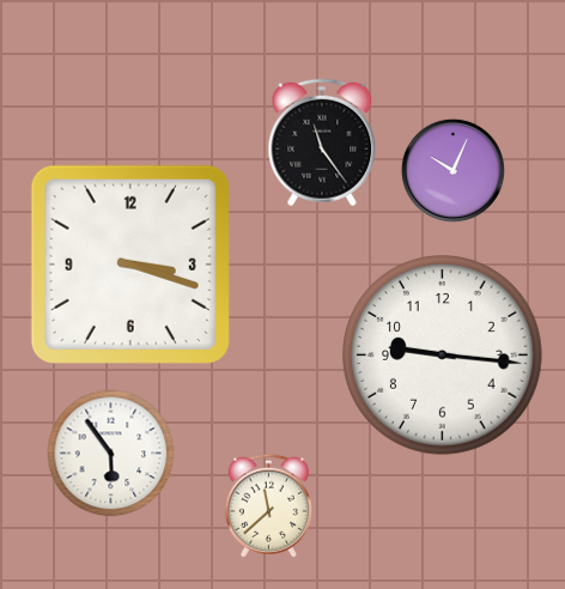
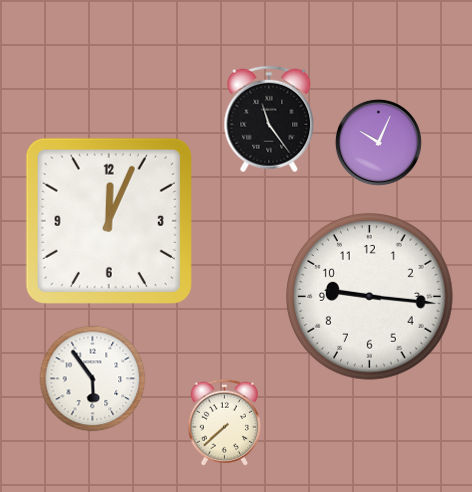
clock at (130, 265): 3:18 -> 12:04
clock at (268, 505): 11:38 -> 7:38
